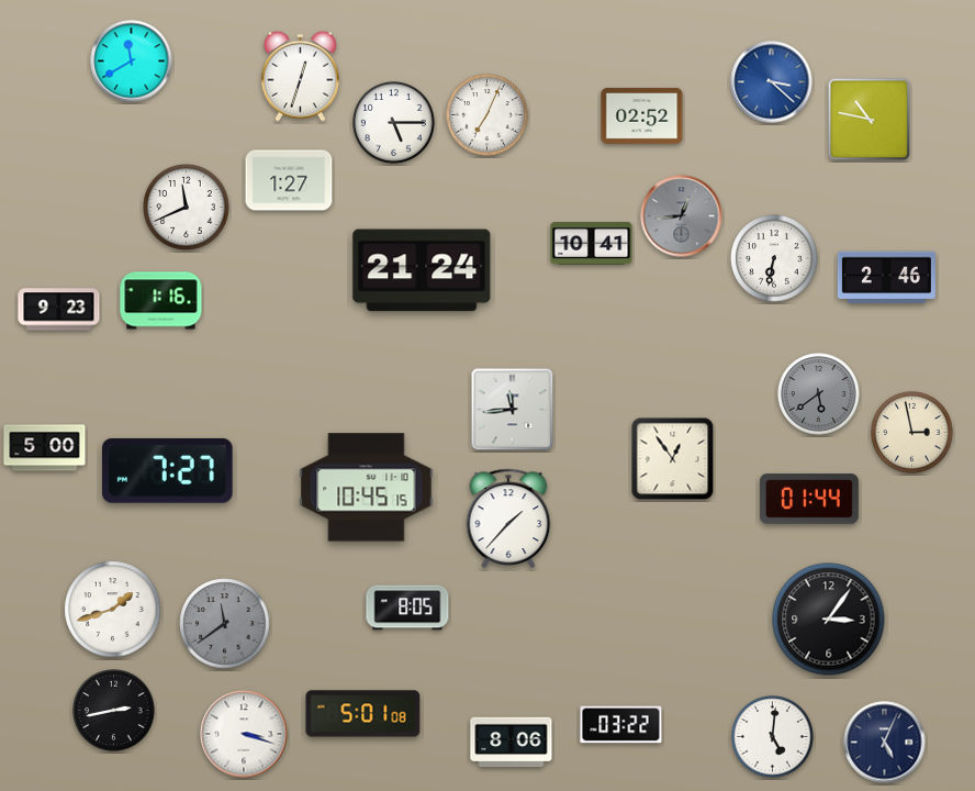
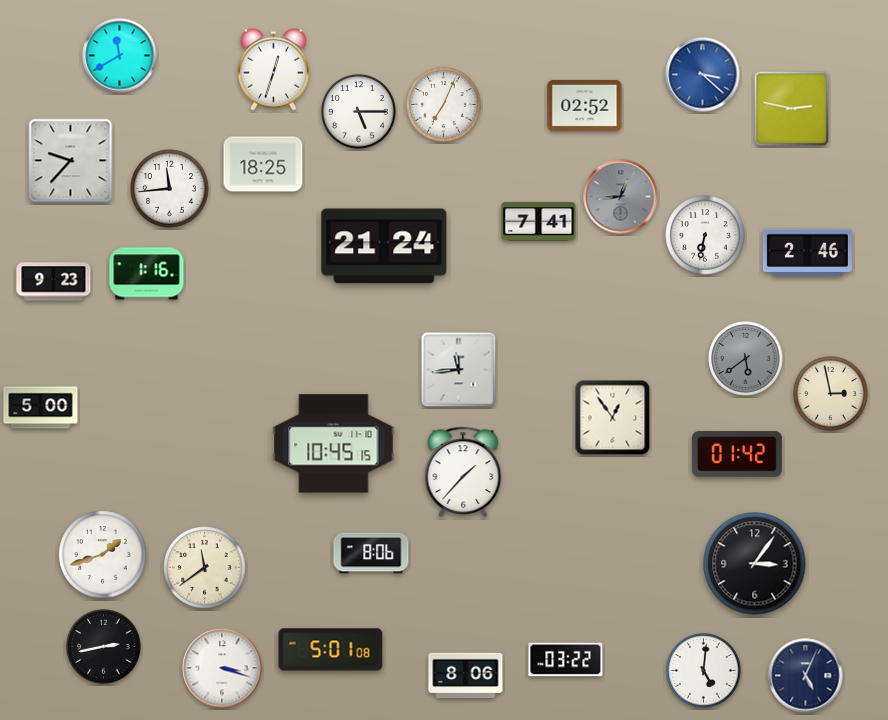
clock at (870, 120): 10:47 -> 2:47
clock at (71, 161): none -> 9:37
clock at (289, 180): 1:27 -> 18:25
clock at (187, 208): 11:41 -> 11:44
clock at (592, 244): 10:41 -> 7:41
clock at (513, 410) position: (513, 410) -> (459, 370)
clock at (168, 470): 7:27 -> none
clock at (809, 499): 01:44 -> 01:42
clock at (407, 608): 8:05 -> 8:06
clock at (225, 624) dial: grey -> cream
